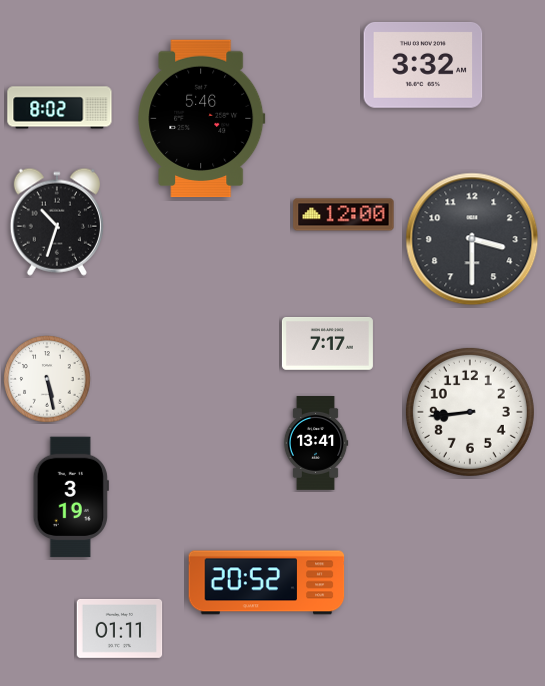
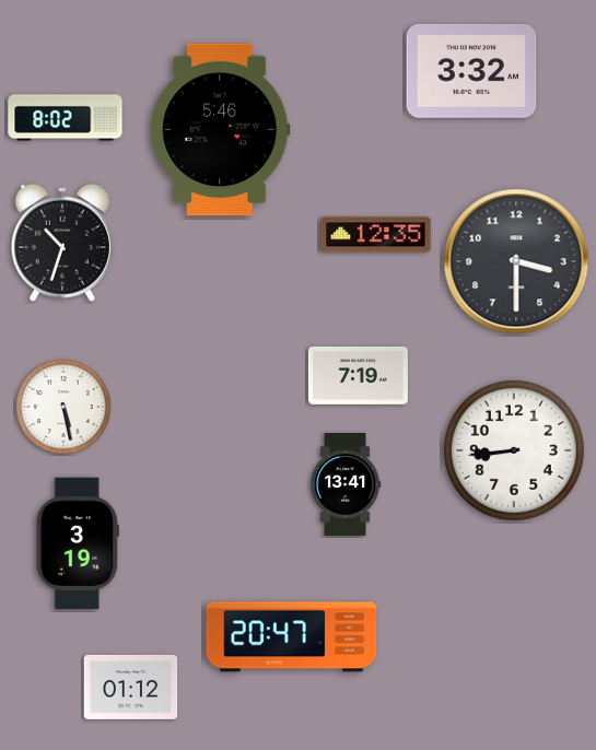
clock at (423, 66) position: (423, 66) -> (471, 72)
clock at (344, 215): 12:00 -> 12:35
clock at (327, 344): 7:17 -> 7:19
clock at (47, 379) position: (47, 379) -> (63, 407)
clock at (267, 583): 20:52 -> 20:47
clock at (120, 628): 01:11 -> 01:12
